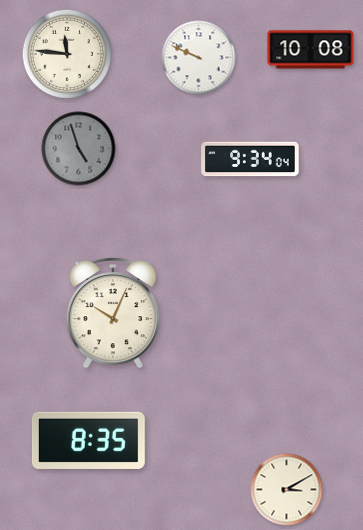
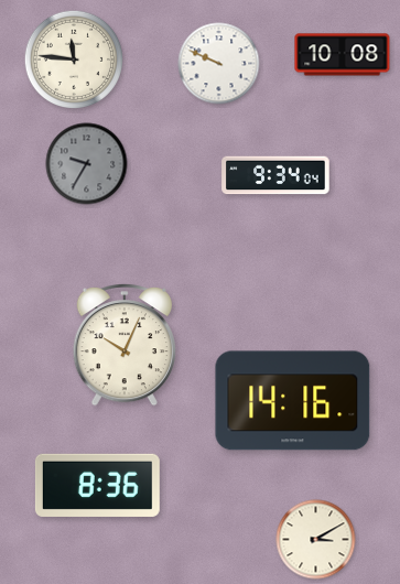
clock at (79, 149): 4:57 -> 9:35
clock at (293, 401): none -> 14:16
clock at (88, 440): 8:35 -> 8:36
